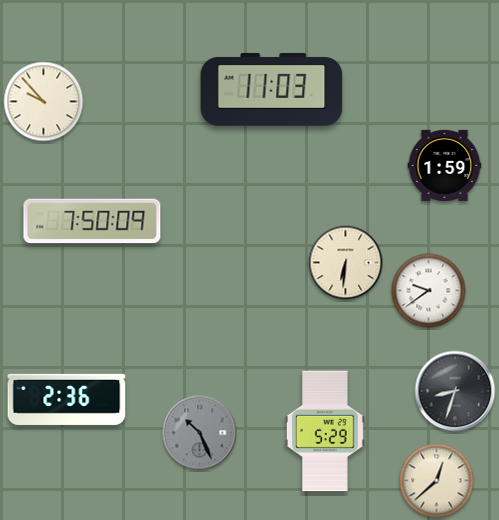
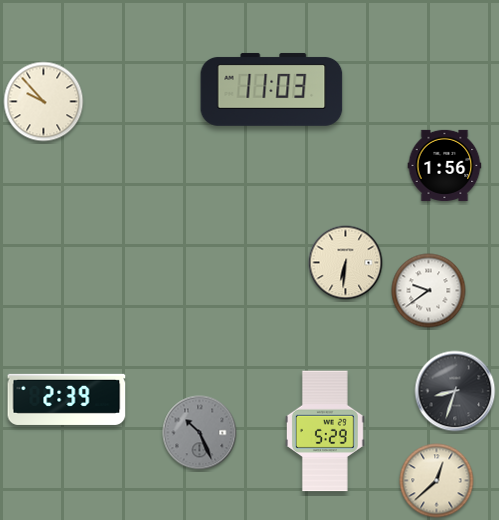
clock at (445, 165): 1:59 -> 1:56
clock at (92, 221): 7:50 -> none
clock at (67, 399): 2:36 -> 2:39
